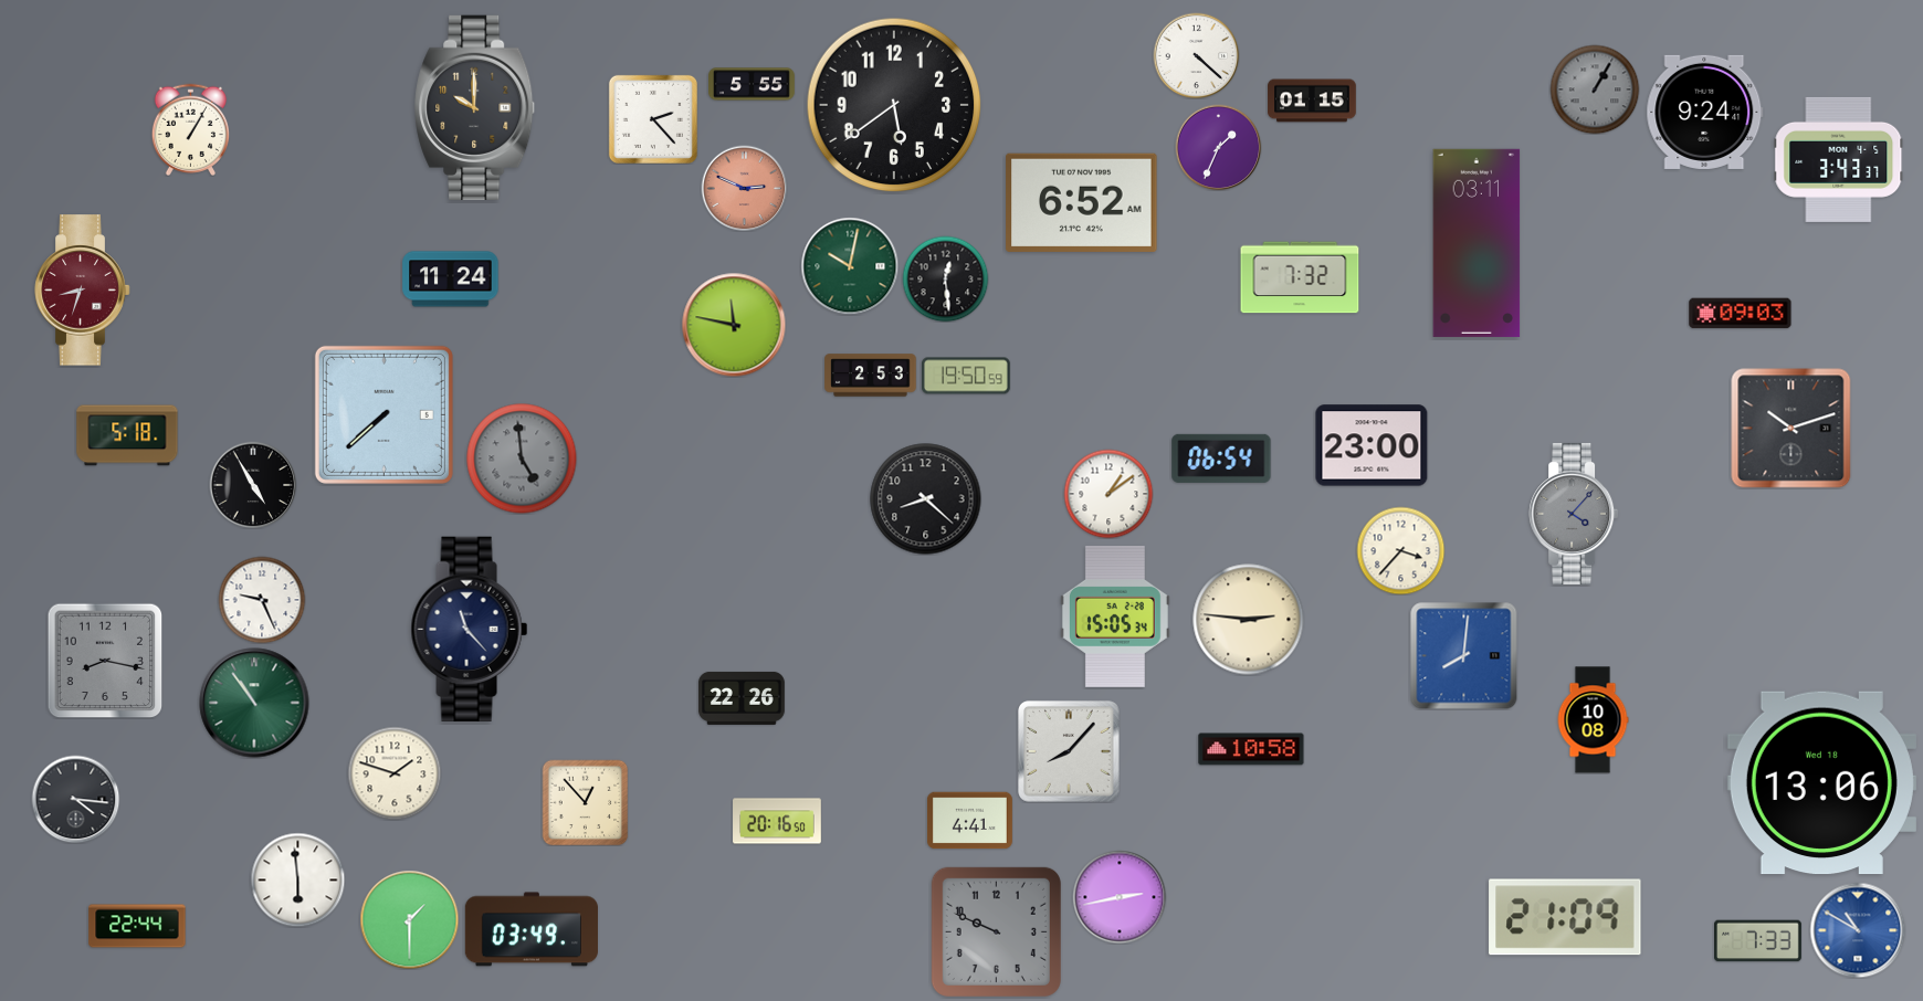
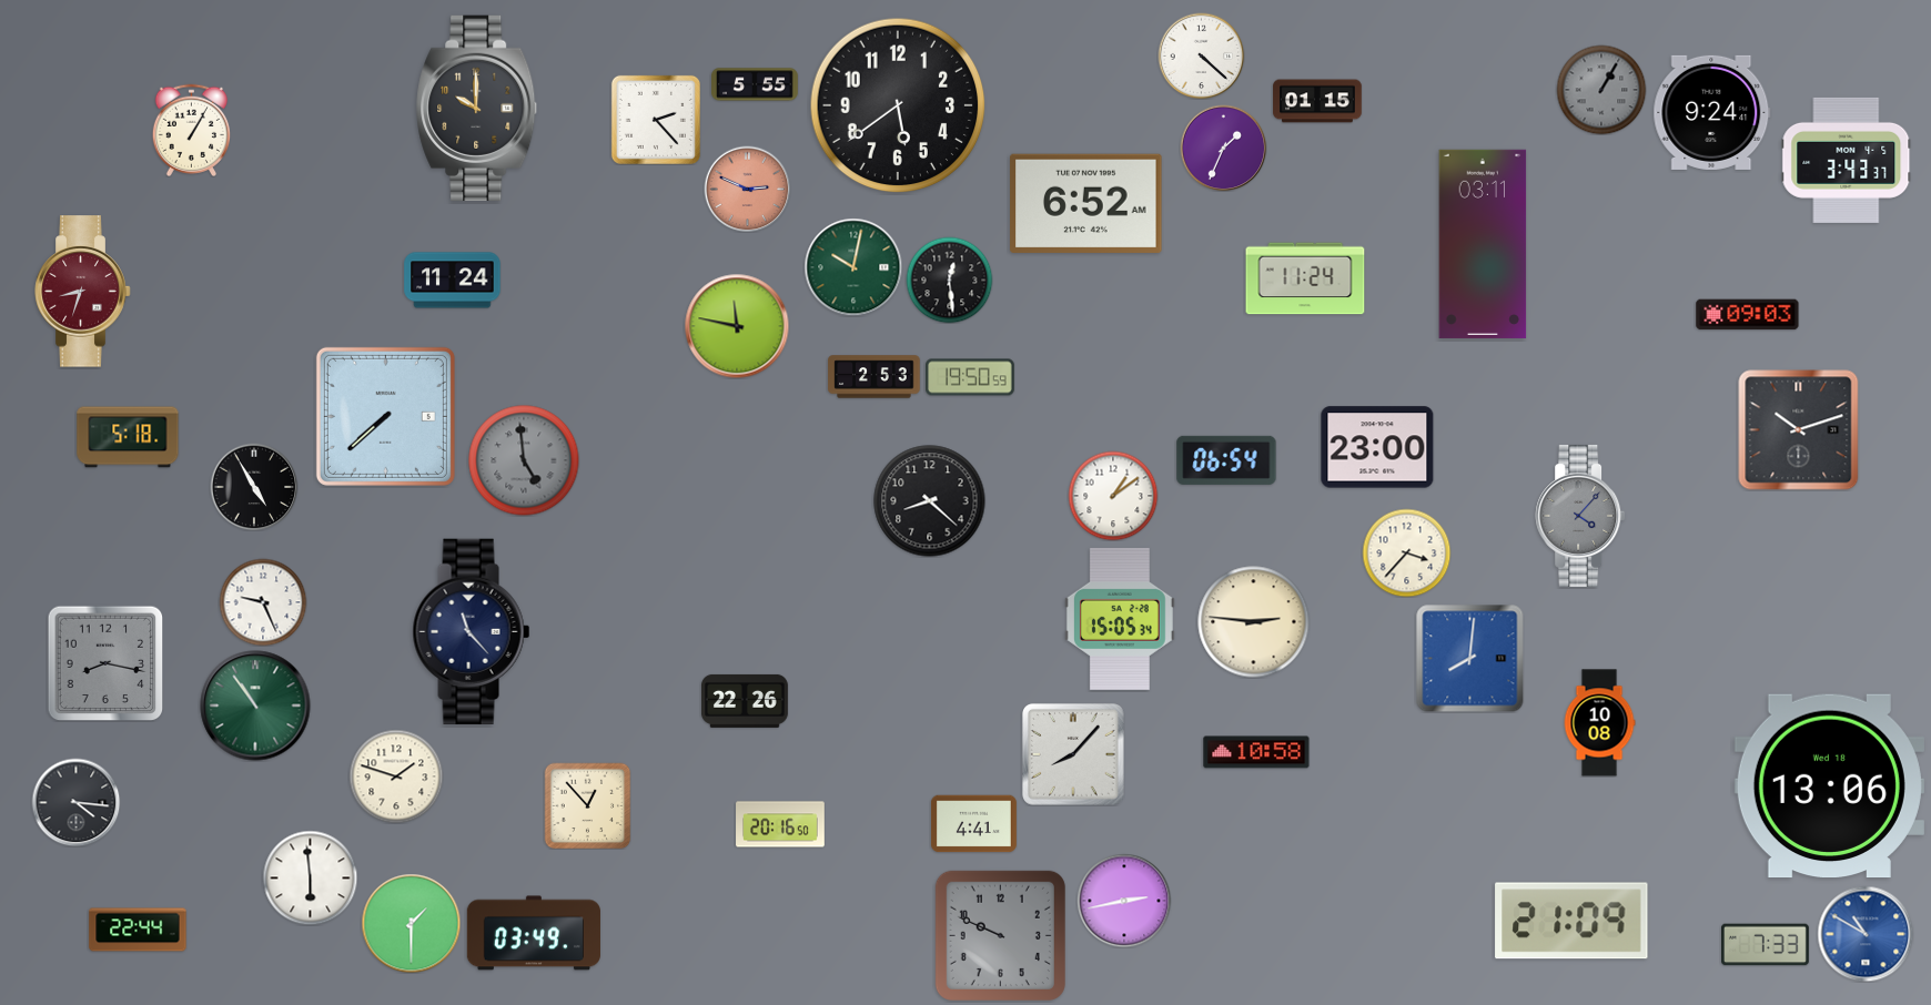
clock at (1300, 277): 7:32 -> 11:24
clock at (297, 879) position: (297, 879) -> (310, 877)
